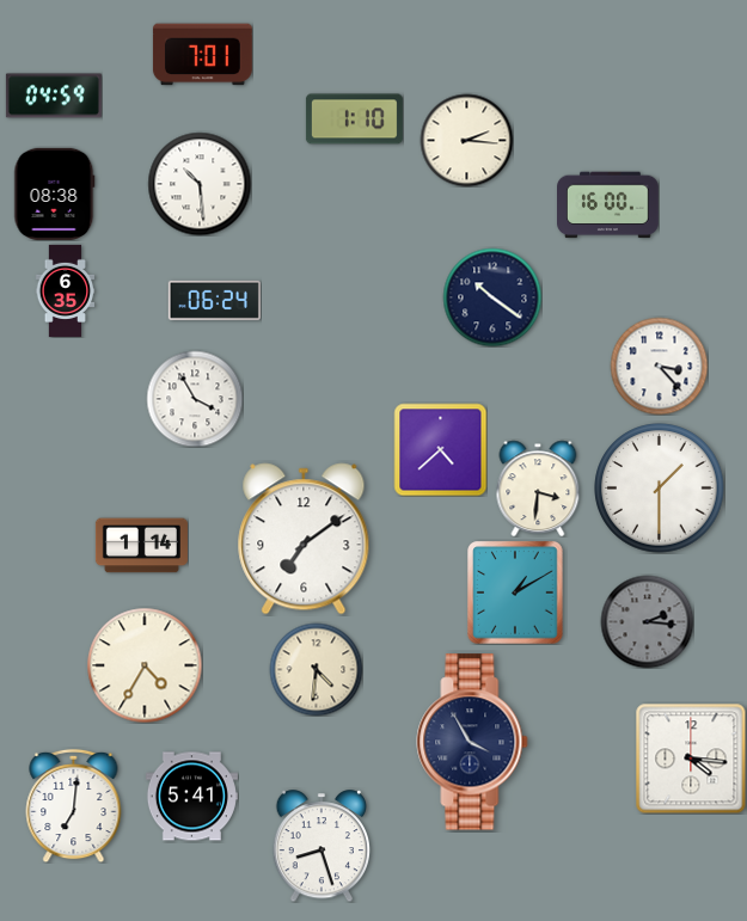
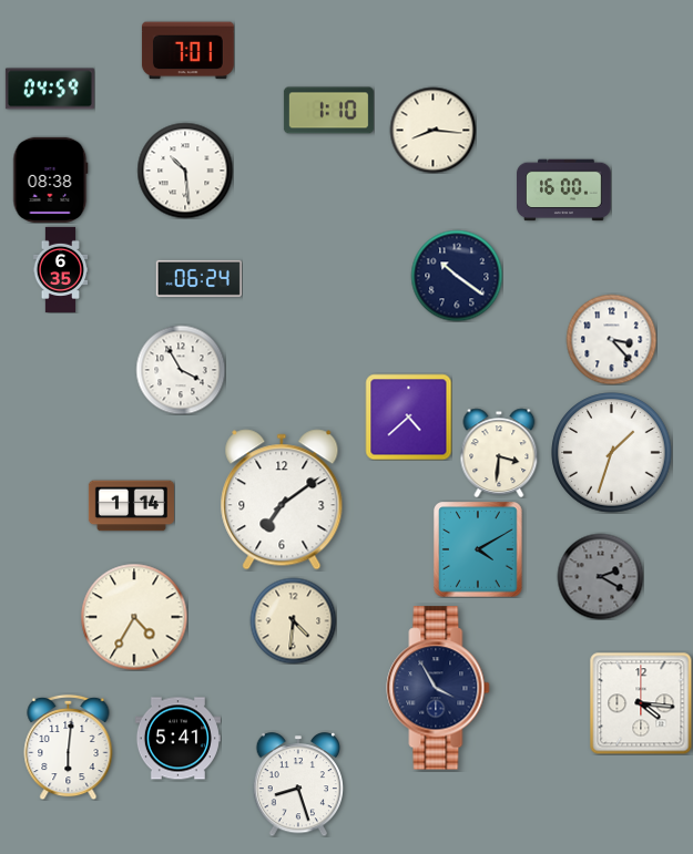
clock at (466, 140): 2:16 -> 8:16
clock at (660, 489): 1:30 -> 1:33
clock at (515, 592): 1:10 -> 4:10
clock at (647, 621): 2:16 -> 2:20
clock at (74, 805): 7:01 -> 6:01
